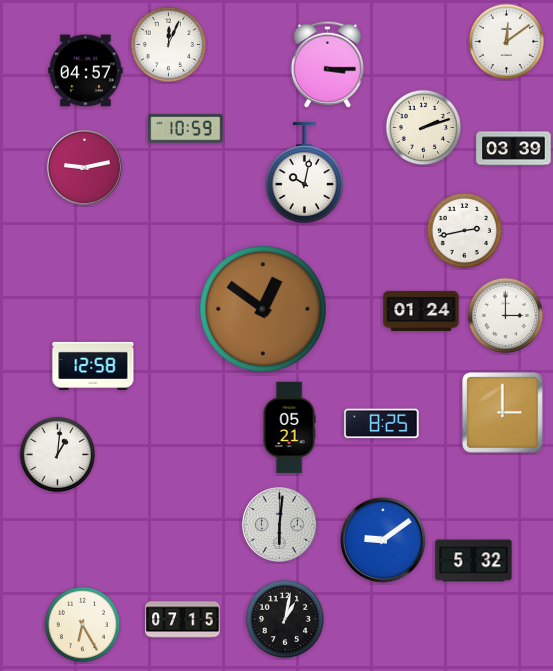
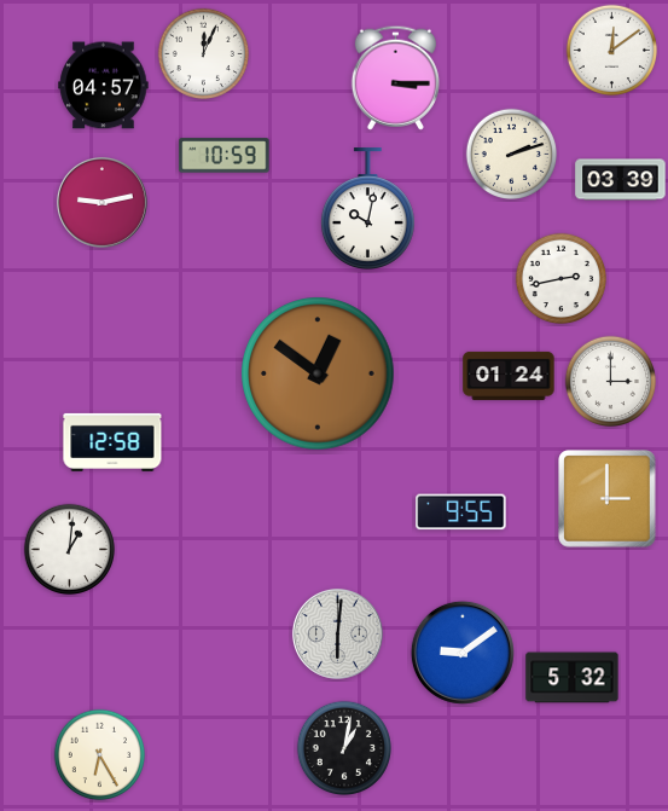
clock at (382, 424): 8:25 -> 9:55
clock at (289, 428): 05:21 -> none
clock at (183, 620): 07:15 -> none
